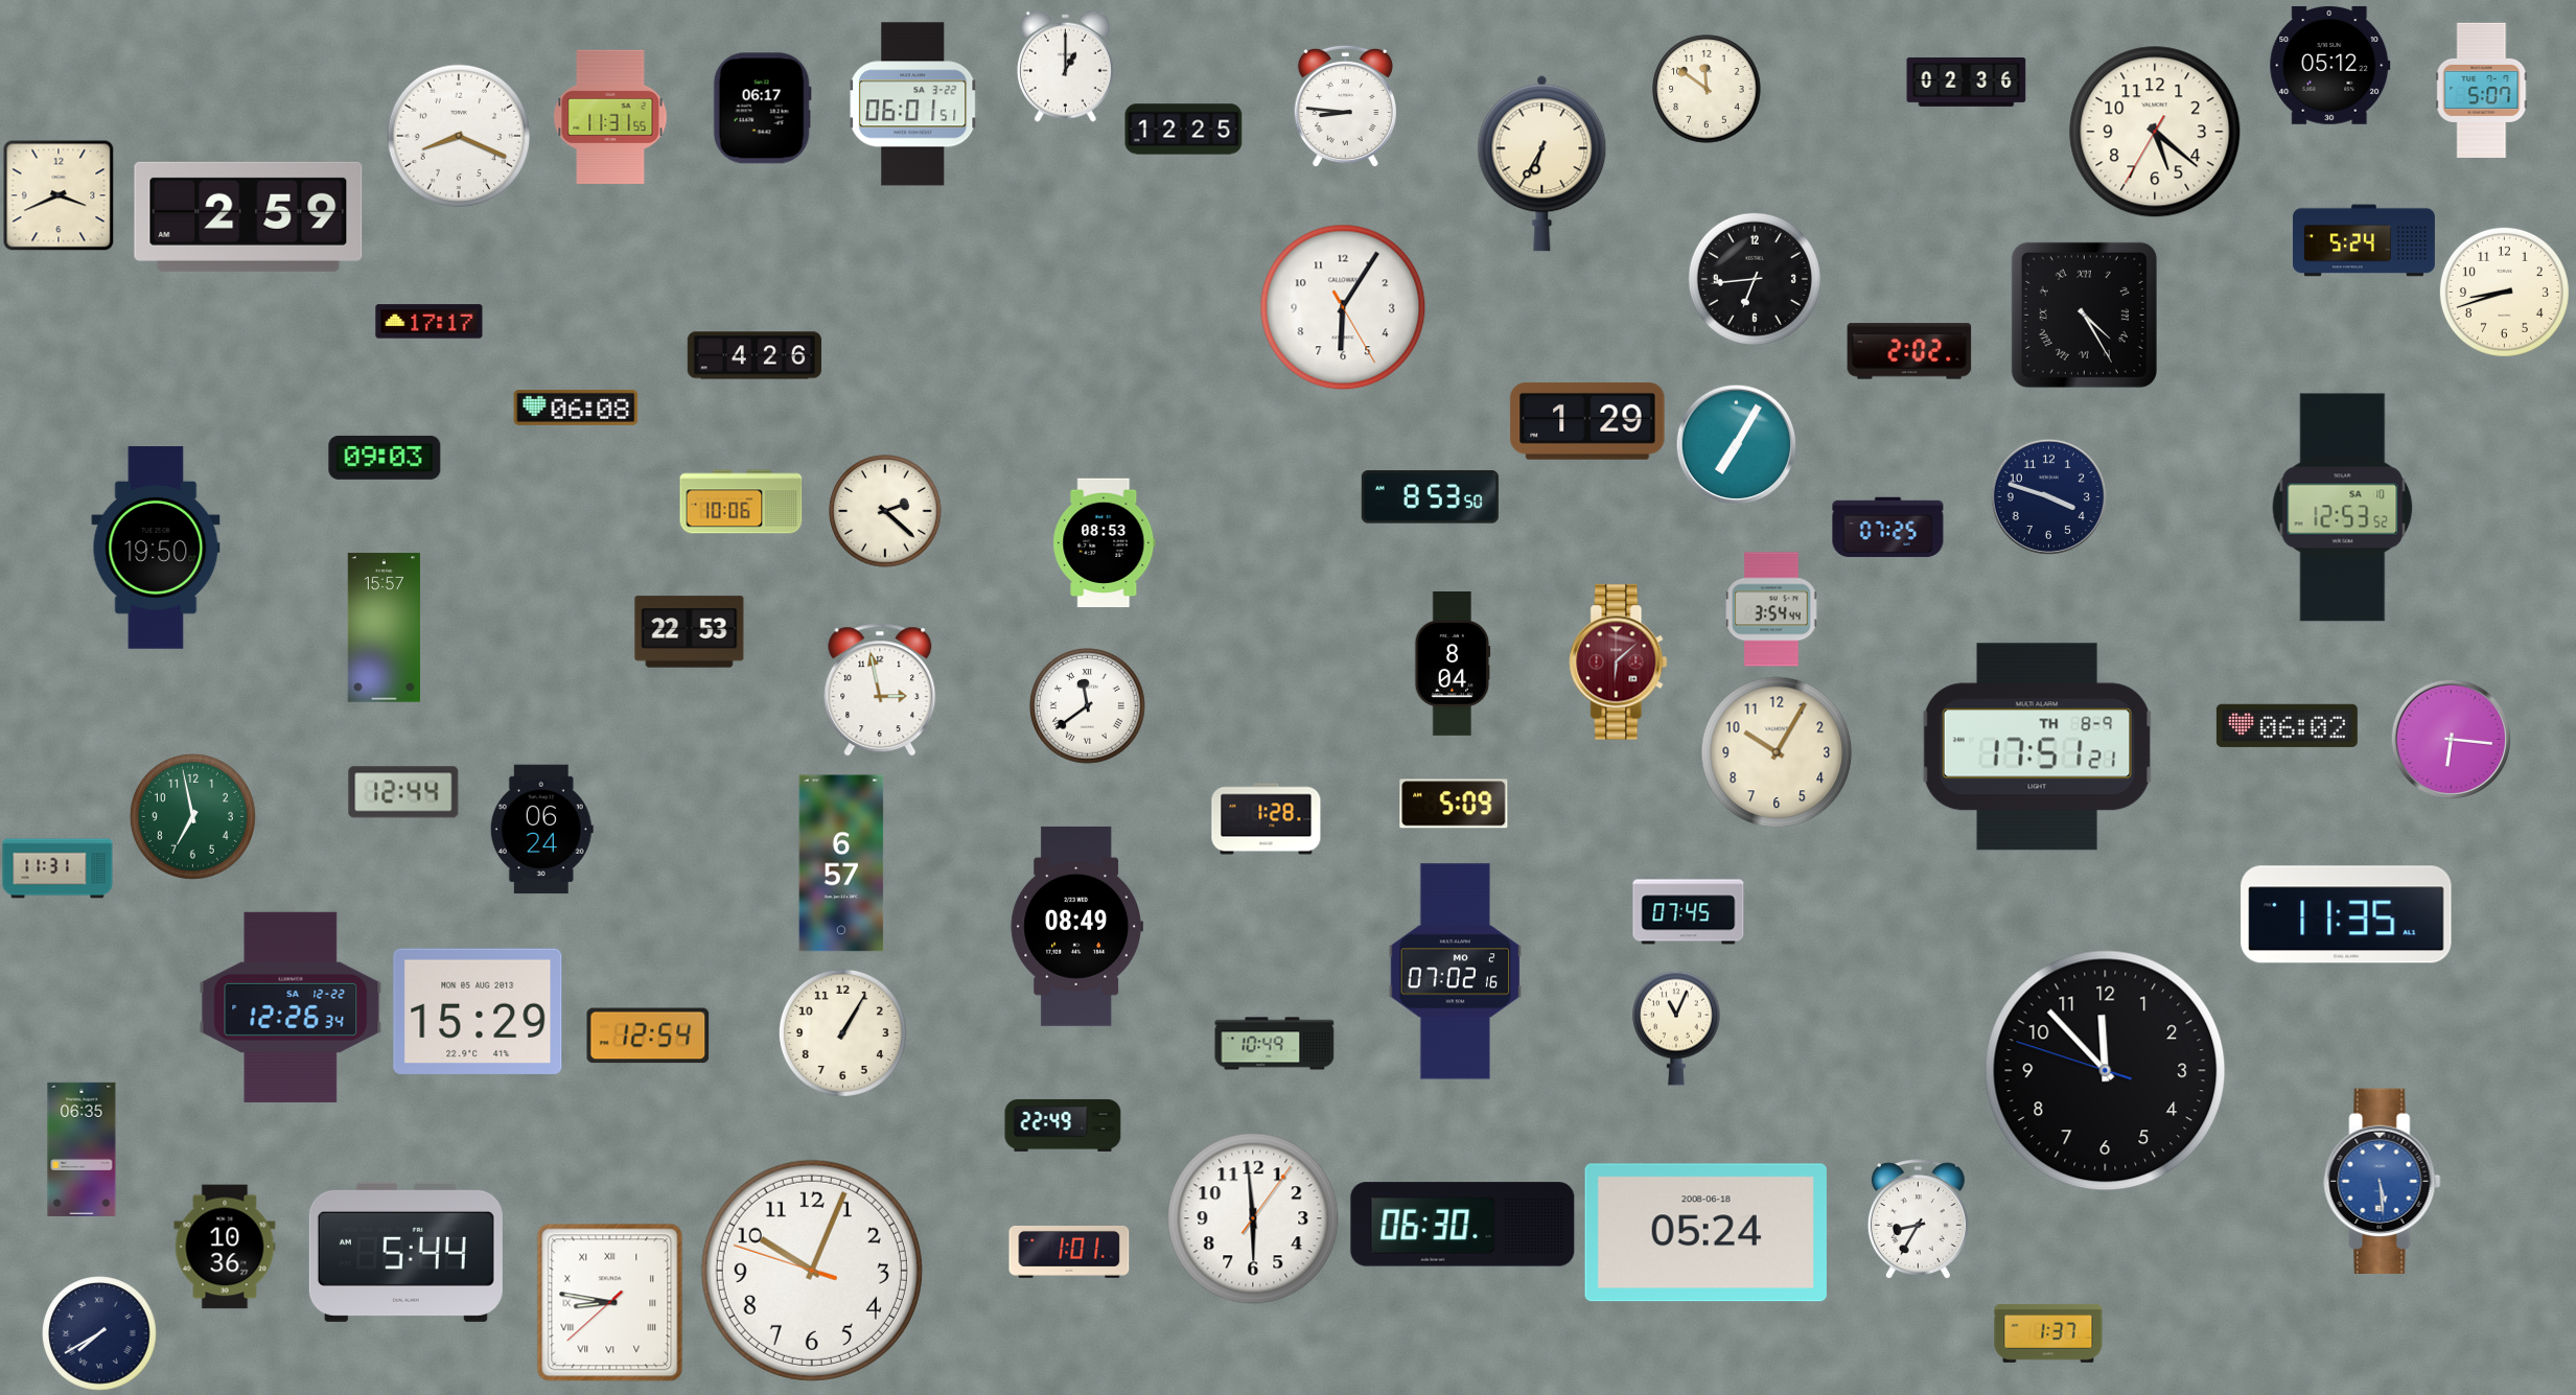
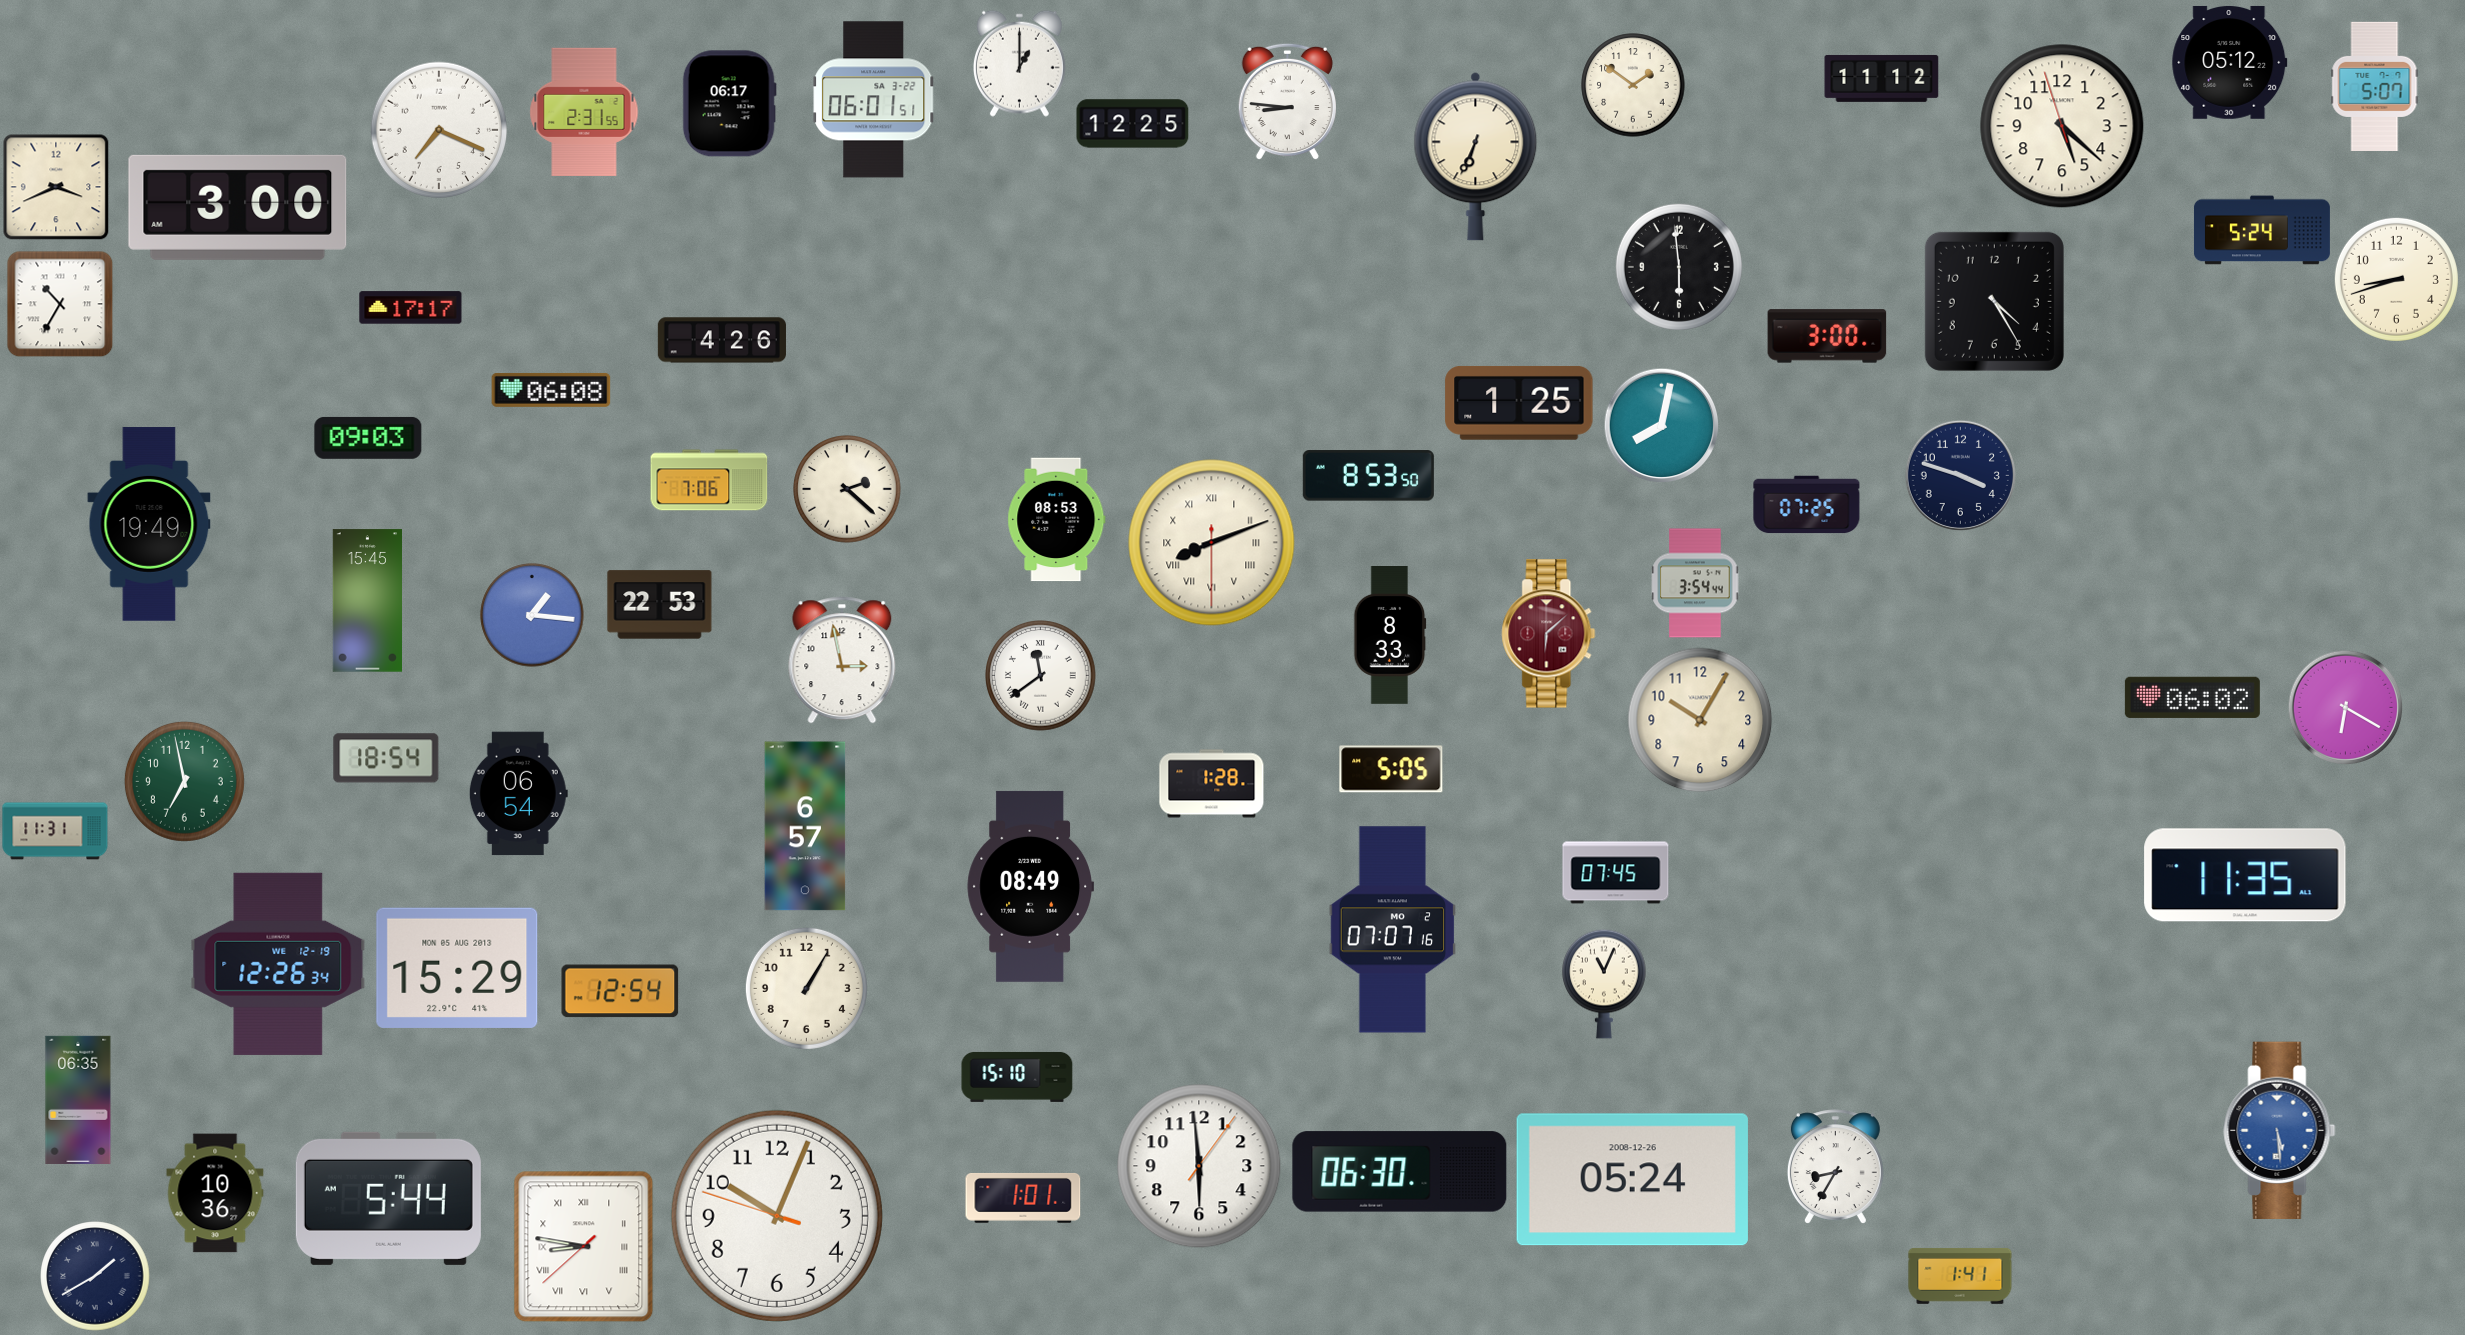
clock at (1967, 82): 02:36 -> 11:12
clock at (1707, 89): 11:51 -> 1:51
clock at (610, 117): 11:31 -> 2:31
clock at (2155, 132): 5:21:35 -> 5:21:57
clock at (459, 136): 8:19 -> 7:19
clock at (1542, 163): 6:35 -> 6:34
clock at (249, 216): 2:59 -> 3:00
clock at (1755, 279): 6:44 -> 5:59
clock at (1343, 307): 6:05 -> none
clock at (2084, 315) numerals: Roman -> Arabic
clock at (60, 304): none -> 10:35
clock at (1909, 351): 2:02 -> 3:00
clock at (1587, 421): 1:29 -> 1:25
clock at (1736, 444): 7:05 -> 8:02
clock at (741, 502): 10:06 -> 7:06
clock at (2343, 508): 12:53 -> none
clock at (156, 548): 19:50 -> 19:49
clock at (1212, 543): none -> 8:11
clock at (384, 628): 15:57 -> 15:45
clock at (532, 615): none -> 1:16
clock at (1453, 665): 8:04 -> 8:33
clock at (2287, 725) position: (2287, 725) -> (2192, 697)
clock at (2451, 739): 6:16 -> 6:20
clock at (2037, 747): 17:51 -> none
clock at (403, 792): 12:44 -> 18:54
clock at (1454, 804): 5:09 -> 5:05
clock at (541, 830): 06:24 -> 06:54
clock at (1456, 972): 07:02 -> 07:07
clock at (291, 1007) date: SA 12-22 -> WE 12-19
clock at (1275, 1044): 10:49 -> none
clock at (2106, 1071): 11:52 -> none
clock at (1063, 1125): 22:49 -> 15:10
clock at (1705, 1233) date: 2008-06-18 -> 2008-12-26
clock at (99, 1333): 7:40 -> 1:40
clock at (2048, 1333): 1:37 -> 1:41
